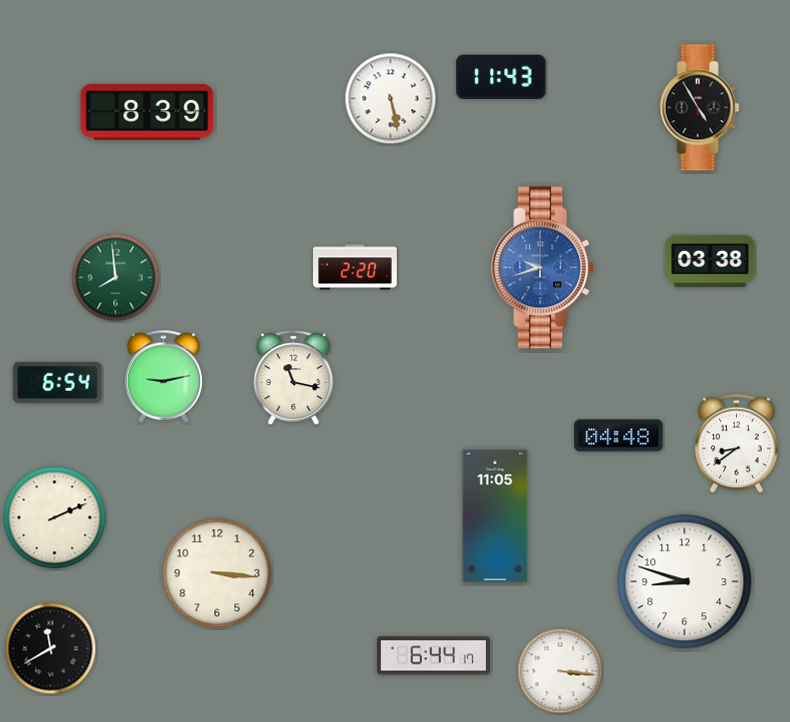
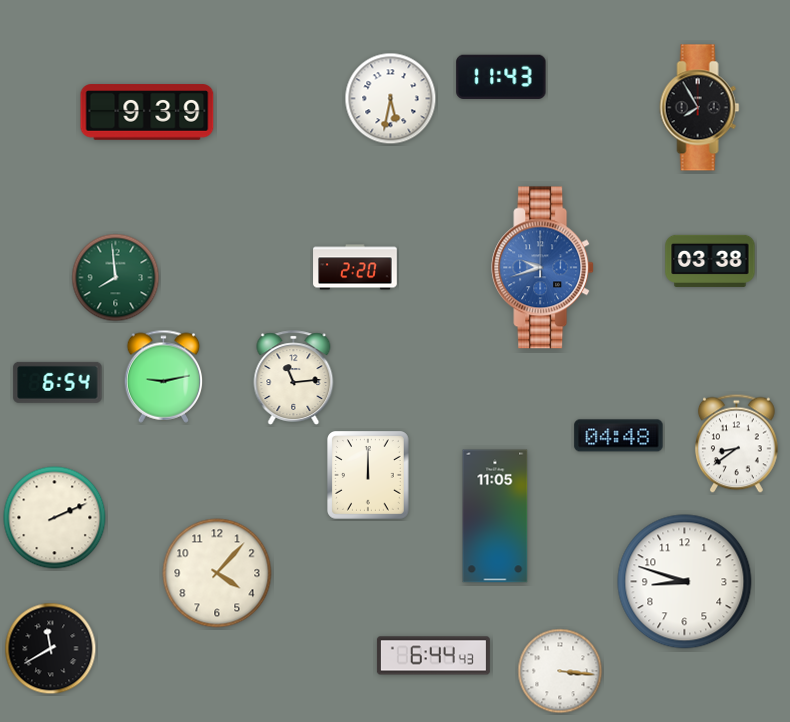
clock at (391, 99): 5:28 -> 5:32
clock at (700, 108): 4:55 -> 7:55
clock at (147, 112): 8:39 -> 9:39
clock at (294, 377): 11:17 -> 11:14
clock at (369, 476): none -> 12:00
clock at (217, 573): 3:16 -> 4:07
clock at (433, 656): 6:44:17 -> 6:44:43
